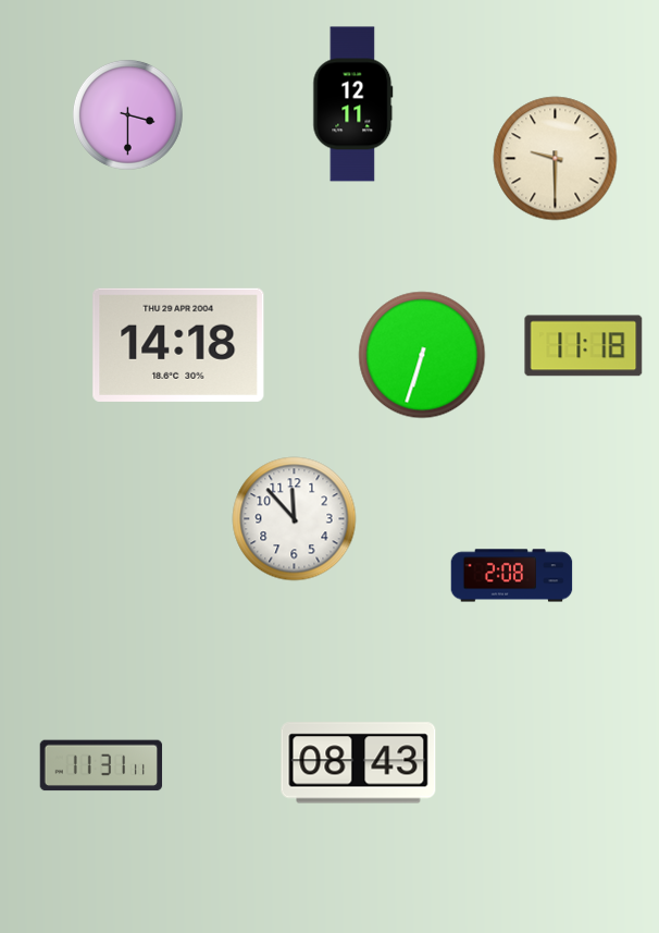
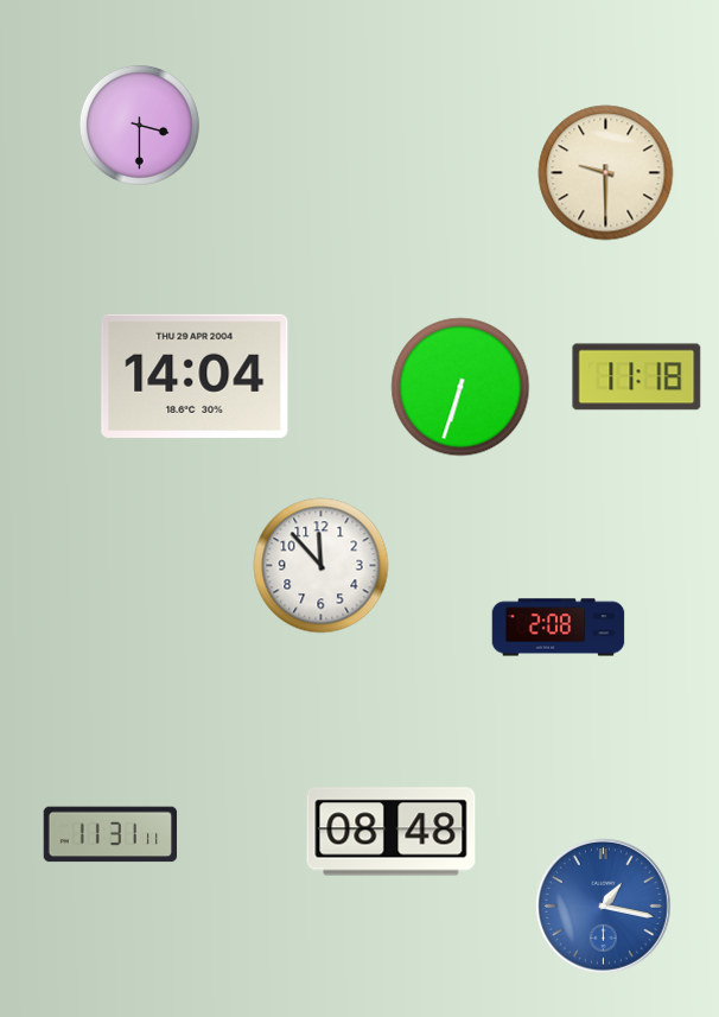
clock at (353, 105): 12:11 -> none
clock at (178, 345): 14:18 -> 14:04
clock at (359, 763): 08:43 -> 08:48
clock at (603, 905): none -> 1:17
